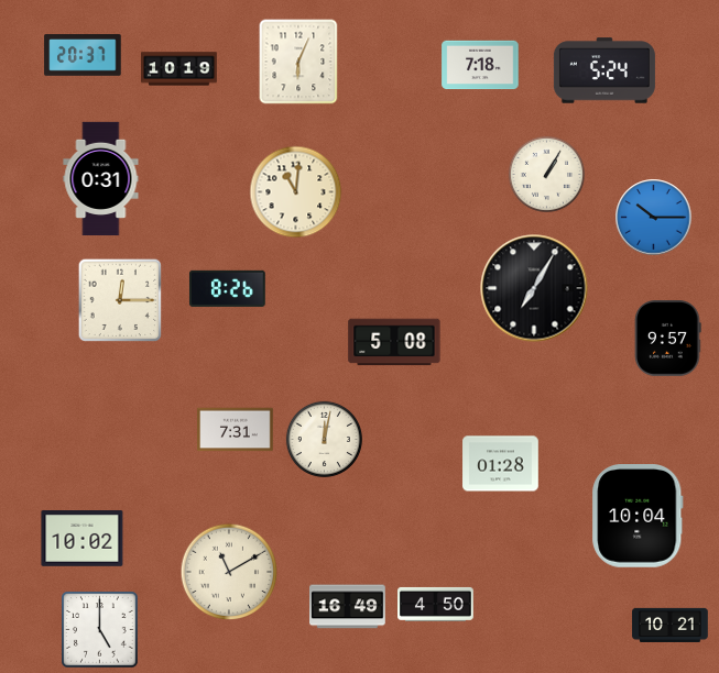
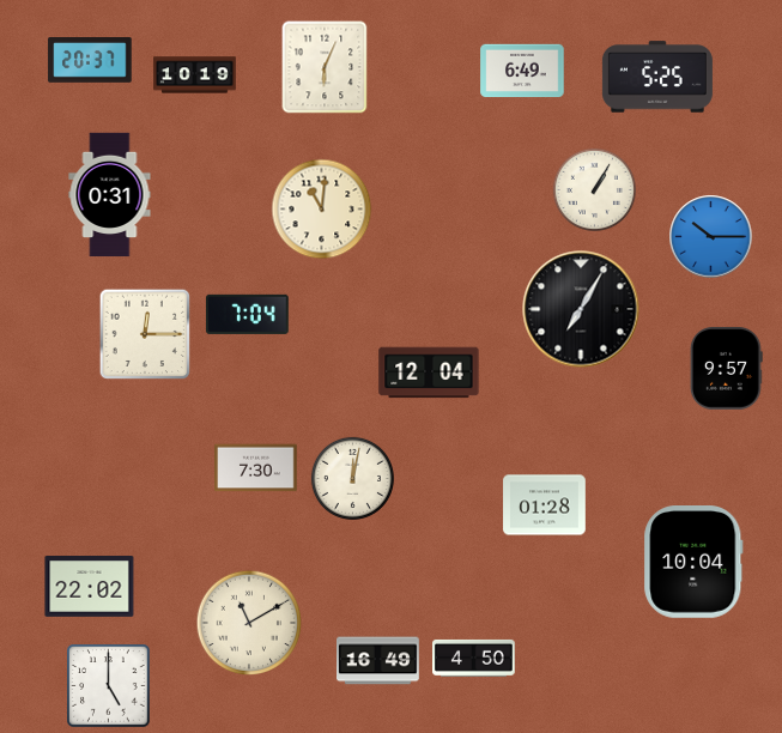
clock at (480, 65): 7:18 -> 6:49
clock at (604, 70): 5:24 -> 5:25
clock at (227, 288): 8:26 -> 7:04
clock at (534, 288) position: (534, 288) -> (581, 309)
clock at (119, 299) position: (119, 299) -> (144, 333)
clock at (394, 342): 5:08 -> 12:04
clock at (236, 430): 7:31 -> 7:30
clock at (83, 539): 10:02 -> 22:02
clock at (671, 625): 10:21 -> none
